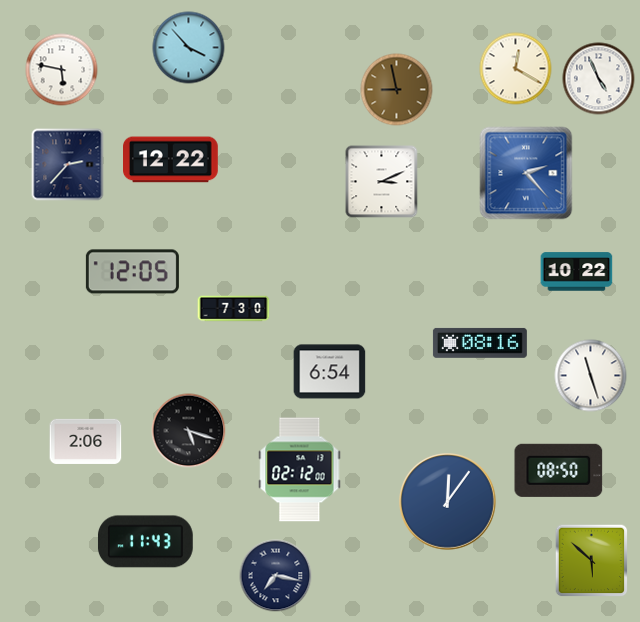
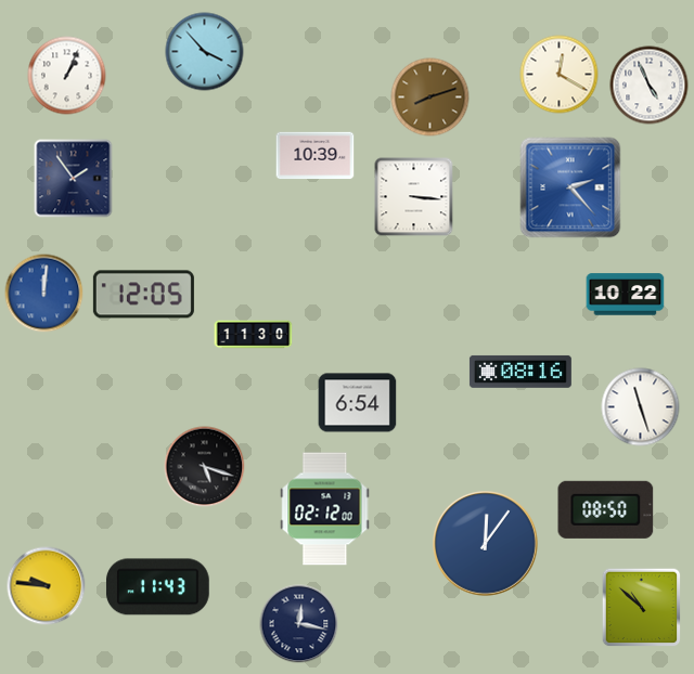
clock at (62, 70): 5:47 -> 1:04
clock at (397, 90): 8:58 -> 8:12
clock at (316, 156): none -> 10:39
clock at (171, 160): 12:22 -> none
clock at (68, 165): 2:37 -> 1:54
clock at (382, 182): 3:11 -> 3:16
clock at (44, 294): none -> 12:01
clock at (234, 309): 7:30 -> 11:30
clock at (86, 441): 2:06 -> none
clock at (47, 586): none -> 9:46
clock at (592, 561): 5:52 -> 10:52
clock at (276, 576): 7:17 -> 12:17
